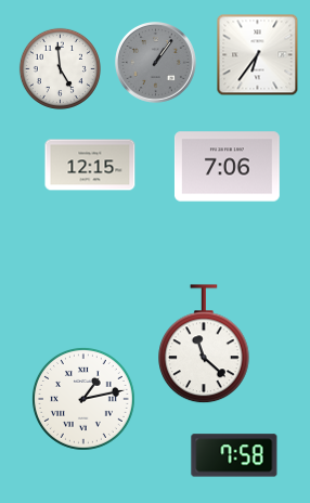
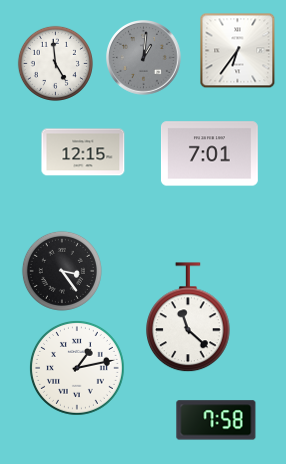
clock at (156, 63): 1:06 -> 1:01
clock at (227, 167): 7:06 -> 7:01
clock at (62, 271): none -> 3:24
